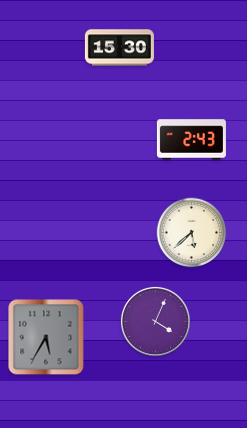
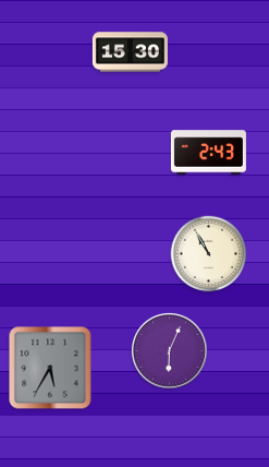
clock at (192, 233): 5:38 -> 10:55
clock at (155, 321): 4:04 -> 6:04
